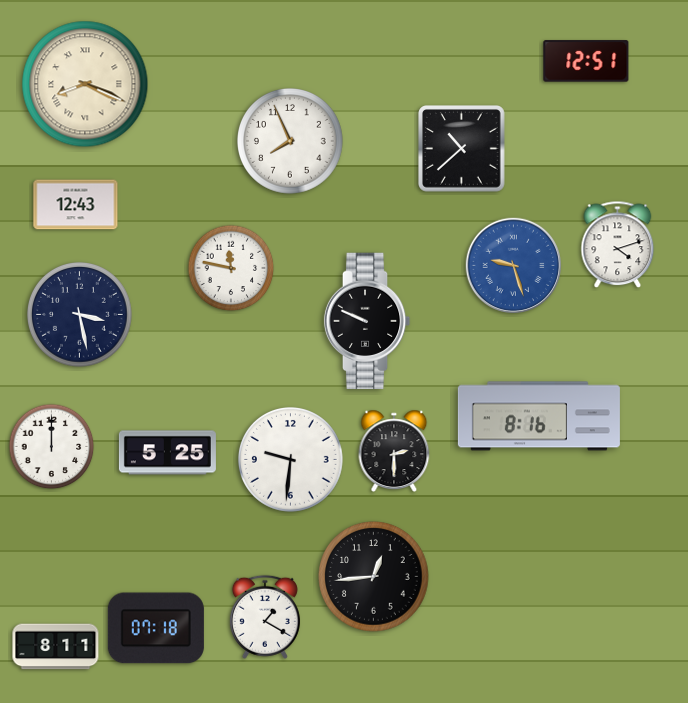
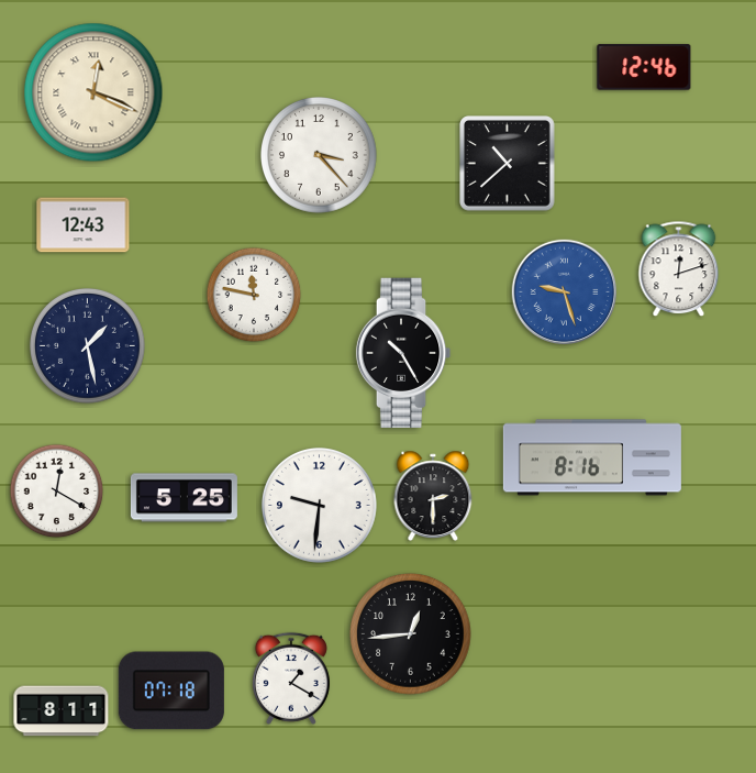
clock at (586, 61): 12:51 -> 12:46
clock at (85, 84): 8:19 -> 12:19
clock at (291, 142): 7:56 -> 3:23
clock at (618, 245): 4:12 -> 12:12
clock at (79, 314): 3:28 -> 1:28
clock at (367, 321): 9:49 -> 10:25
clock at (52, 447): 12:00 -> 12:20
